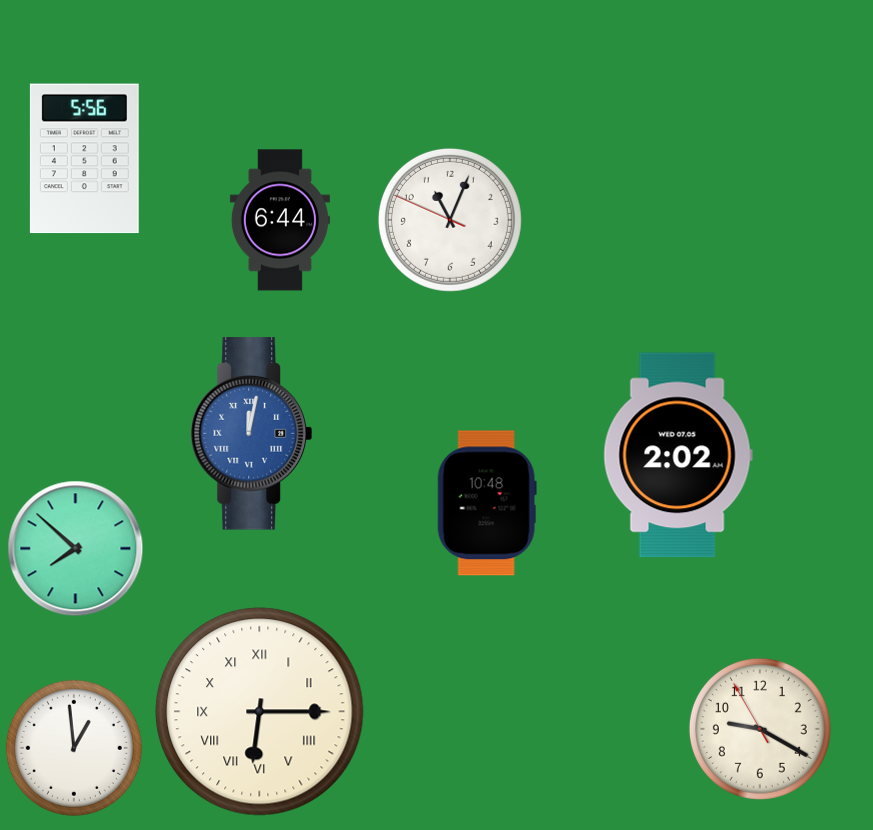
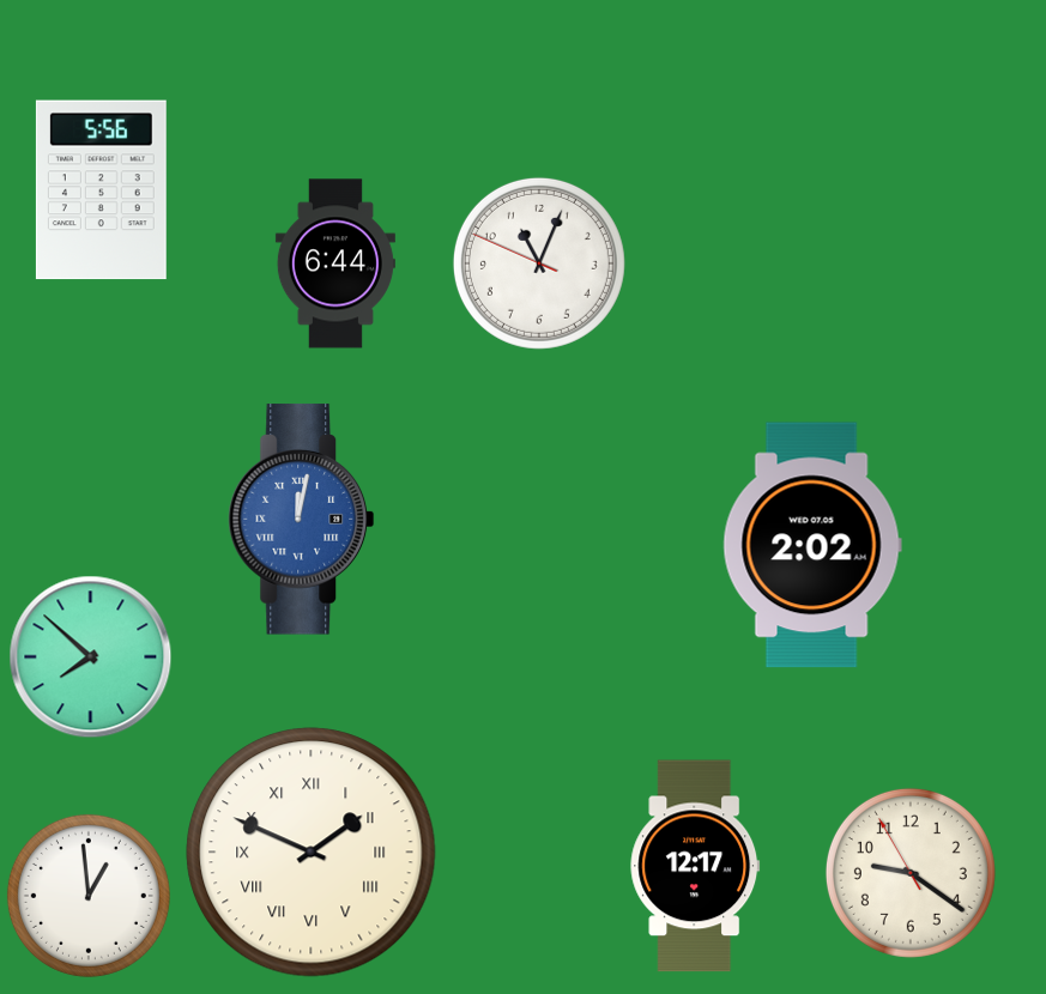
clock at (487, 503): 10:48 -> none
clock at (260, 712): 6:15 -> 1:49
clock at (695, 866): none -> 12:17
clock at (760, 729): 9:19 -> 9:20
